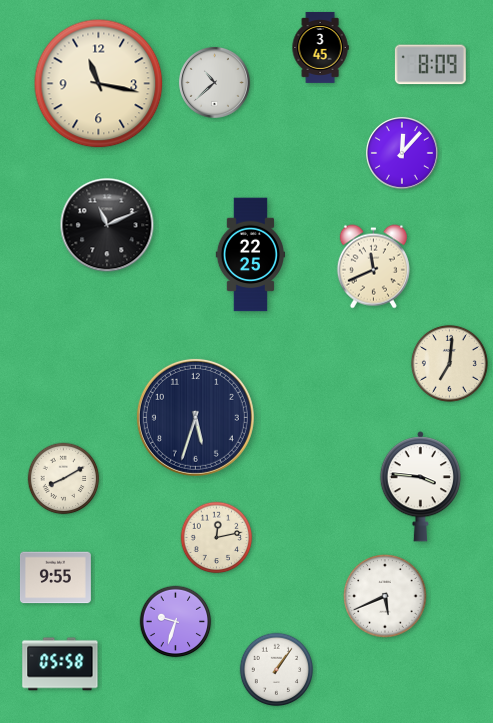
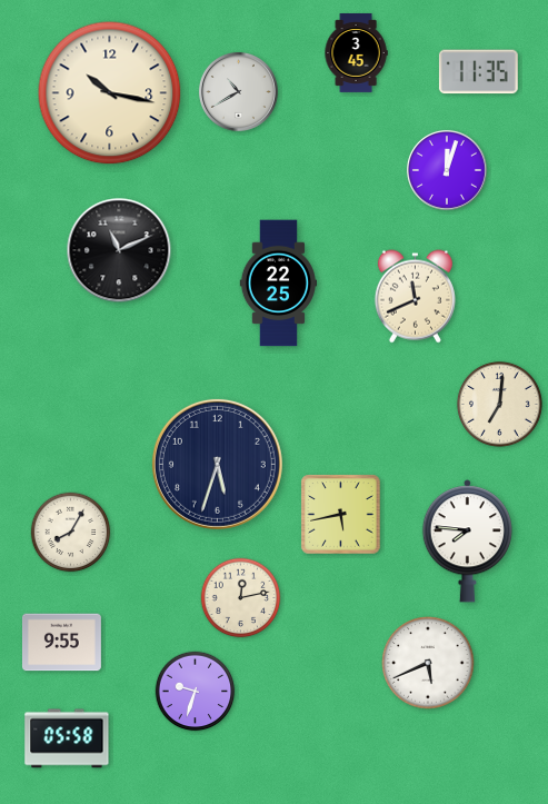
clock at (430, 65): 8:09 -> 11:35
clock at (214, 82): 10:38 -> 10:40
clock at (99, 84): 11:17 -> 10:17
clock at (402, 153): 12:07 -> 12:03
clock at (341, 515): none -> 5:43
clock at (64, 479): 8:10 -> 8:05
clock at (420, 487): 3:46 -> 7:46
clock at (277, 670): 1:06 -> none
